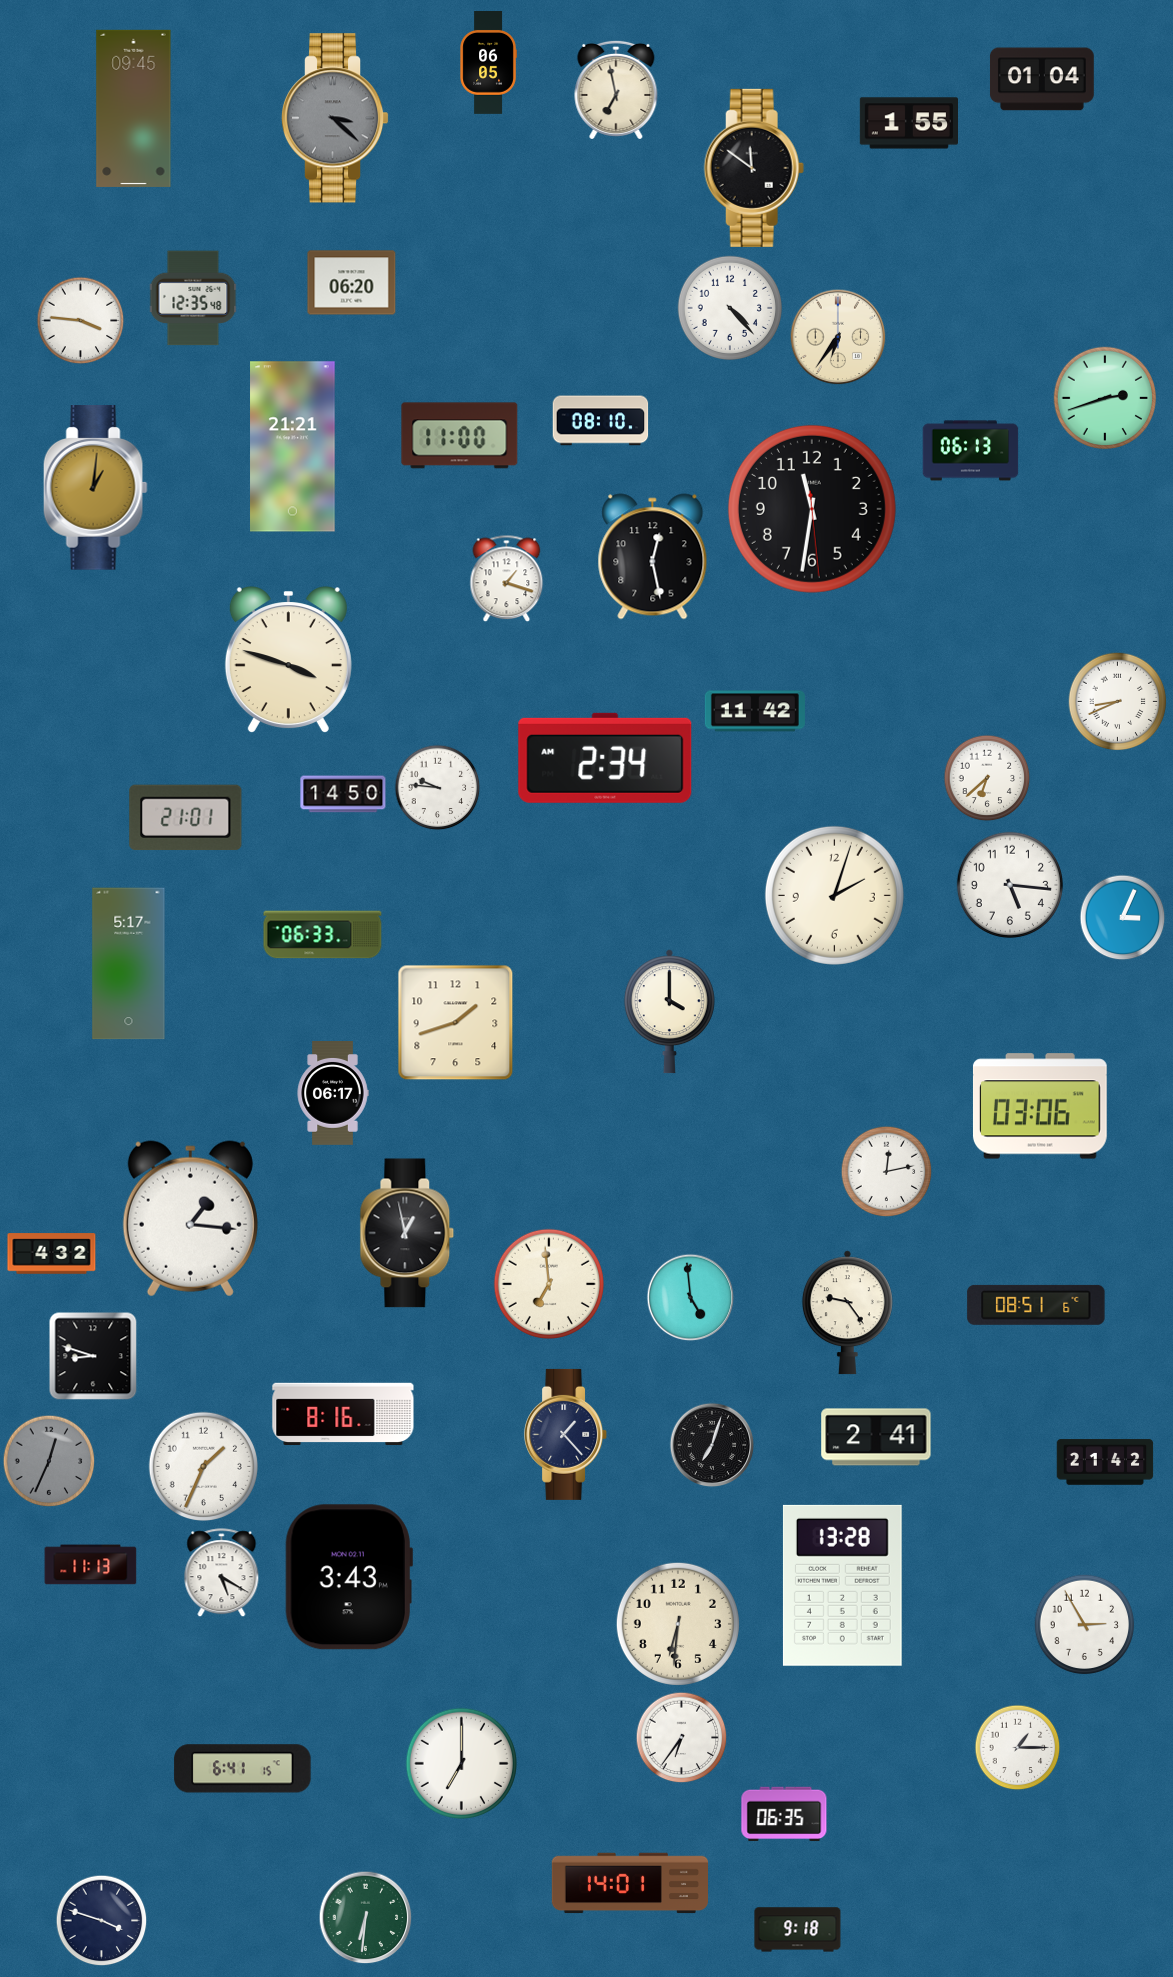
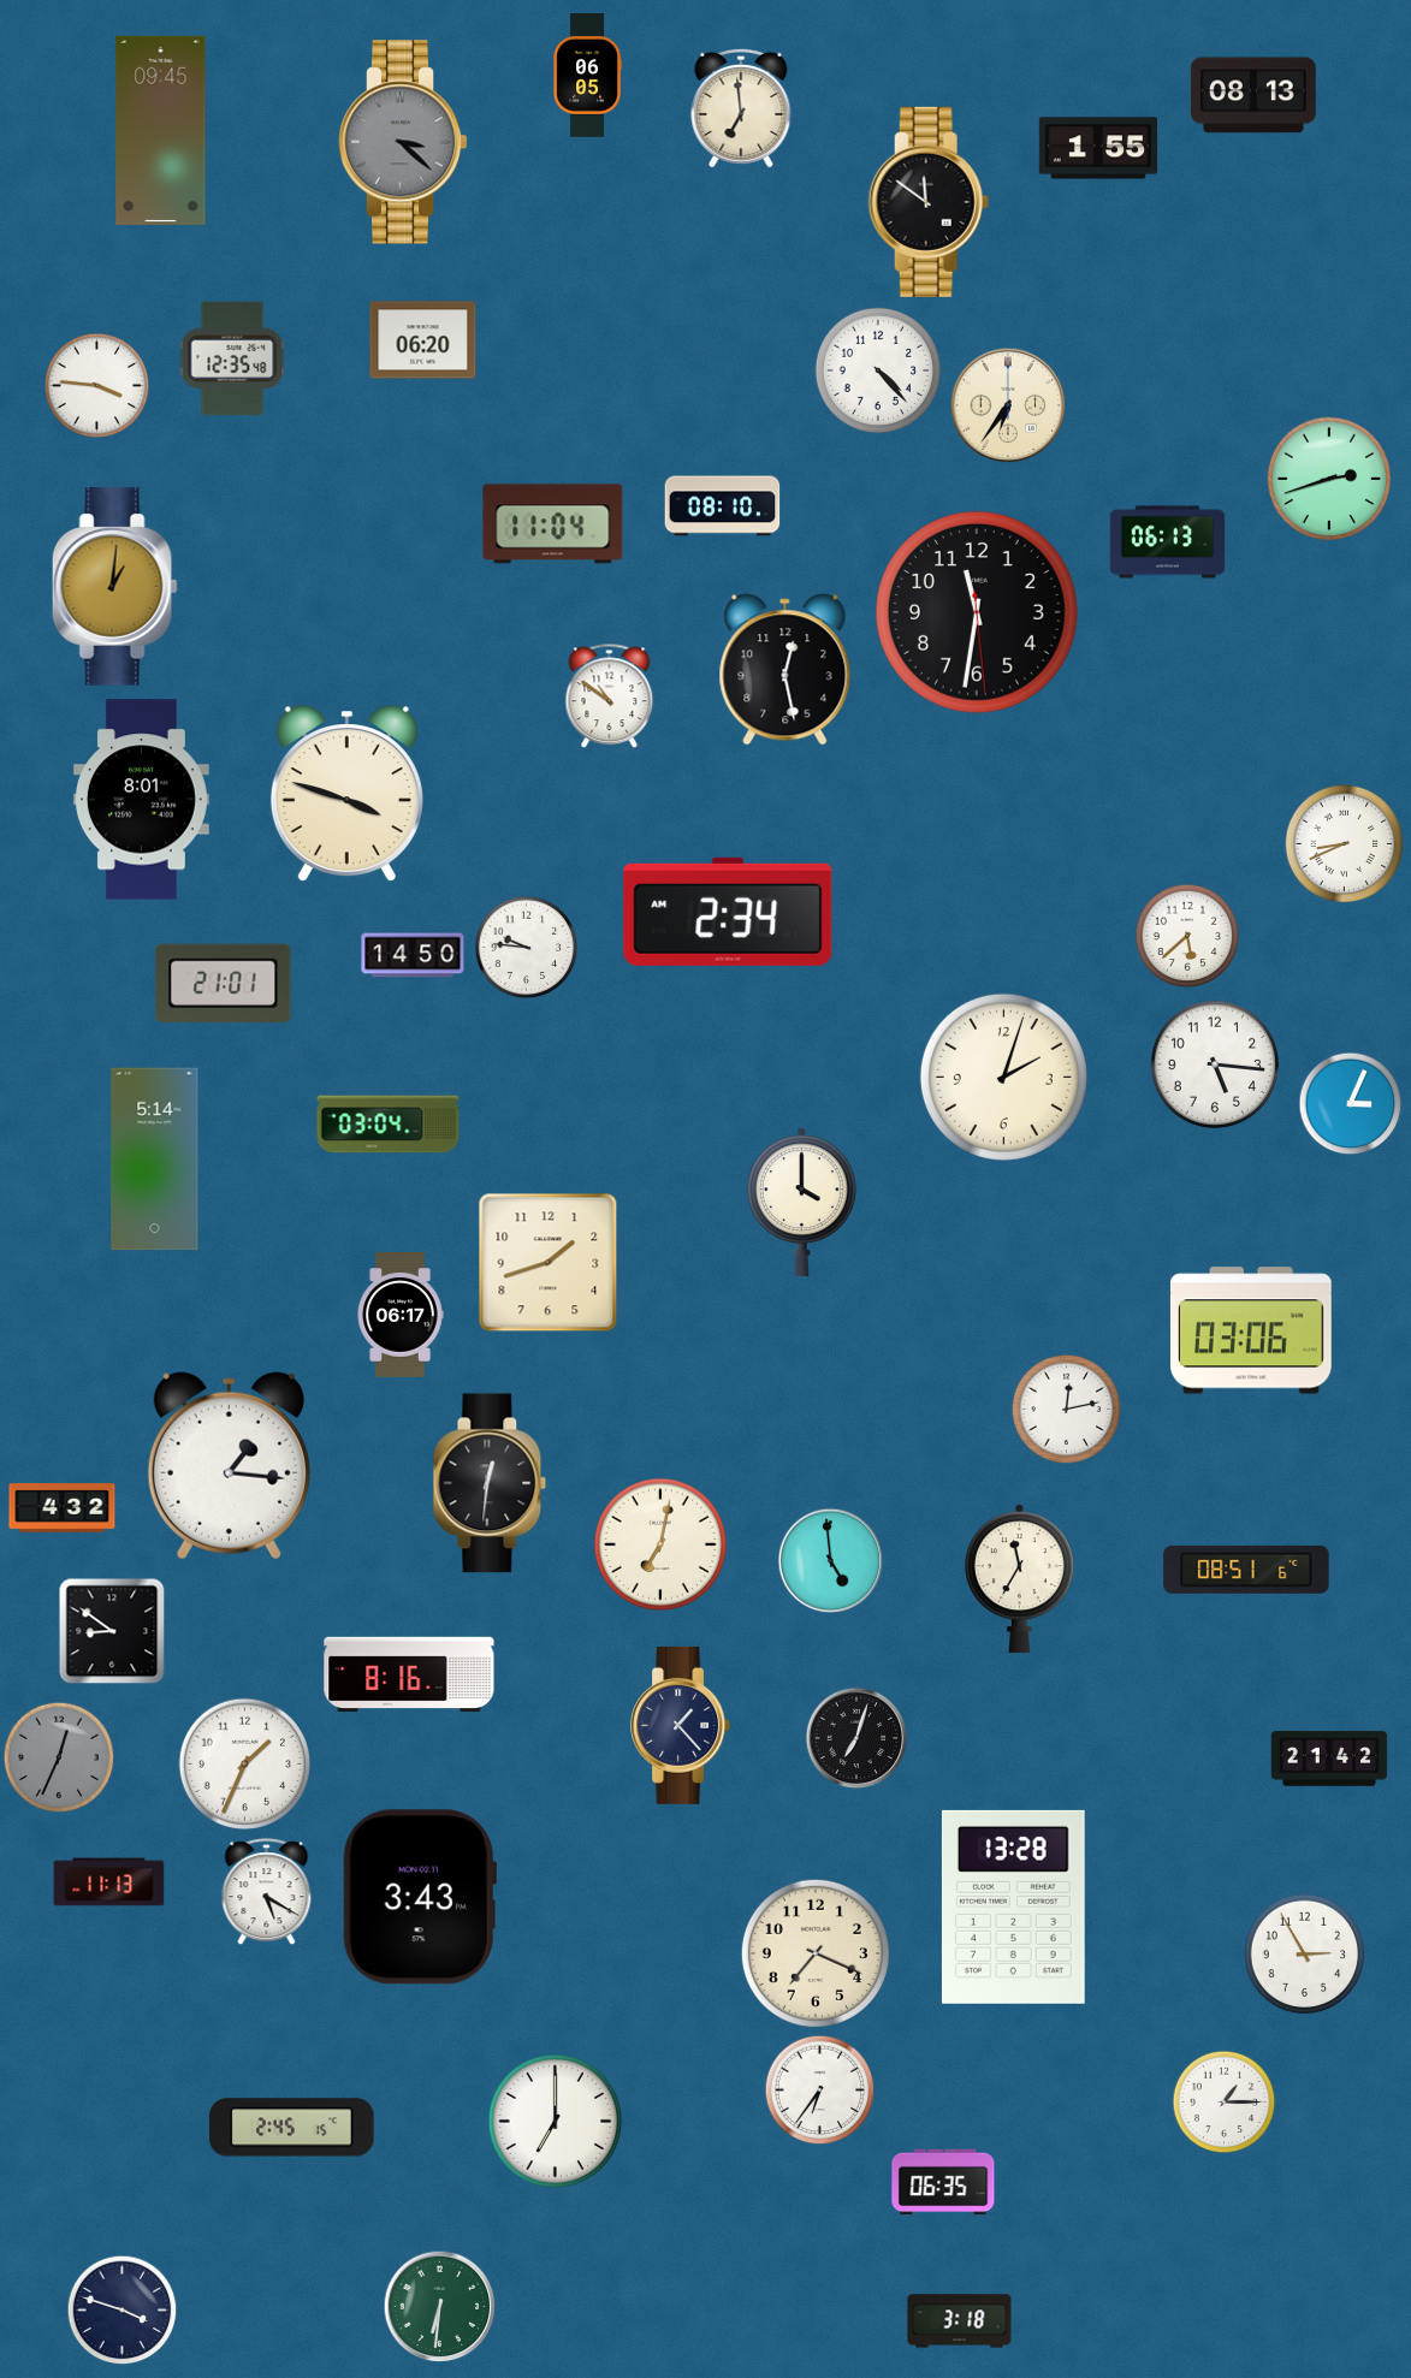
clock at (1042, 79): 01:04 -> 08:13
clock at (616, 90): 6:58 -> 6:59
clock at (908, 123) position: (908, 123) -> (1097, 148)
clock at (754, 168) position: (754, 168) -> (929, 202)
clock at (460, 436): 11:00 -> 11:04
clock at (293, 447): 21:21 -> none
clock at (507, 579): 1:18 -> 10:51
clock at (141, 800): none -> 8:01
clock at (755, 711): 11:42 -> none
clock at (987, 778): 6:38 -> 5:38
clock at (323, 935): 06:33 -> 03:04
clock at (129, 964): 5:17 -> 5:14
clock at (669, 1012) position: (669, 1012) -> (801, 1203)
clock at (456, 1023) position: (456, 1023) -> (549, 1263)
clock at (407, 1233): 12:58 -> 12:31
clock at (548, 1283): 6:59 -> 7:02
clock at (847, 1313): 9:24 -> 11:35
clock at (93, 1356): 8:48 -> 8:51
clock at (343, 1414) position: (343, 1414) -> (409, 1674)
clock at (876, 1437): 2:41 -> none
clock at (678, 1624): 6:31 -> 7:19
clock at (243, 1769): 6:41 -> 2:45
clock at (629, 1883): 14:01 -> none
clock at (798, 1930): 9:18 -> 3:18
